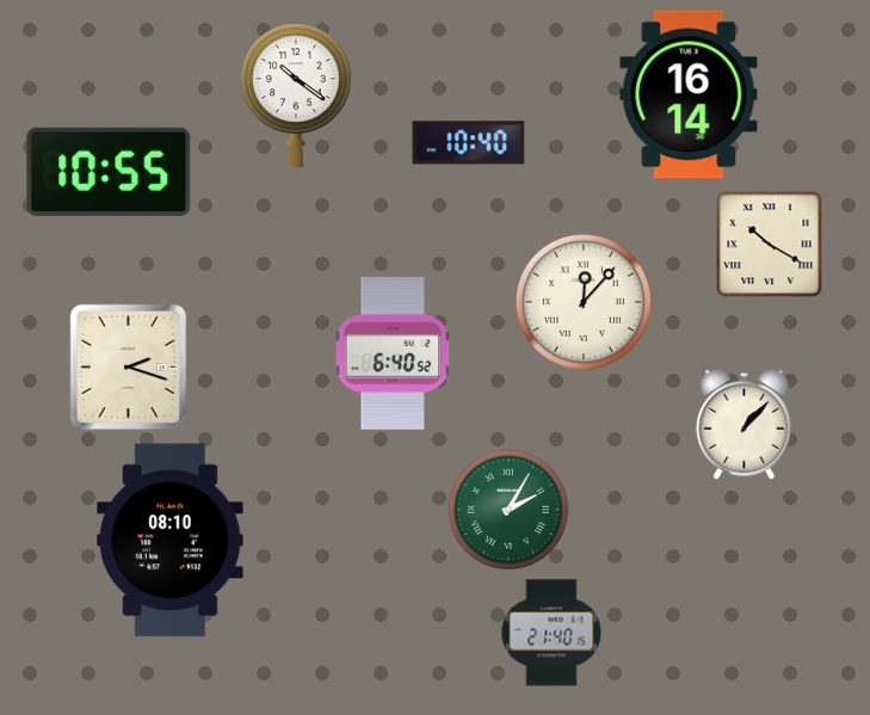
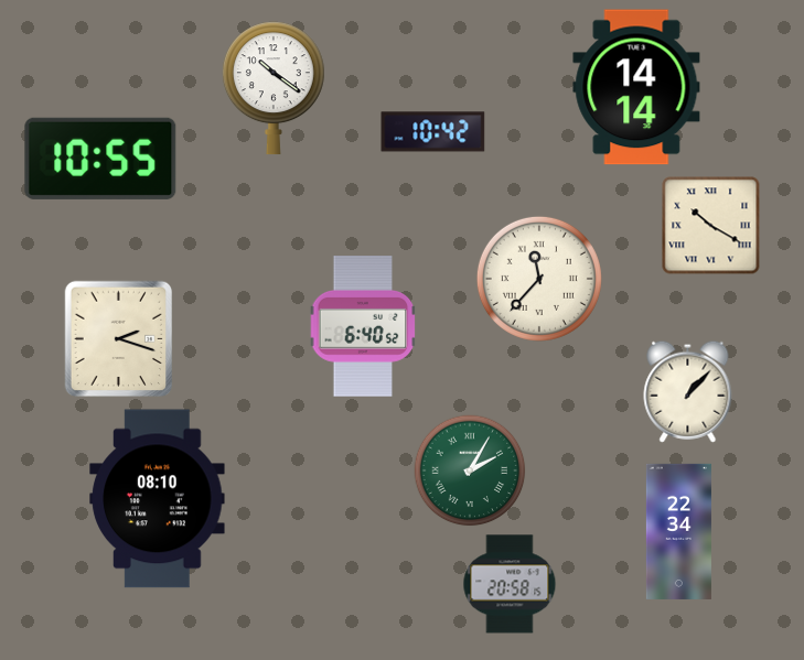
clock at (689, 94): 16:14 -> 14:14
clock at (469, 143): 10:40 -> 10:42
clock at (584, 302): 12:07 -> 11:37
clock at (678, 531): none -> 22:34
clock at (551, 633): 21:40 -> 20:58
